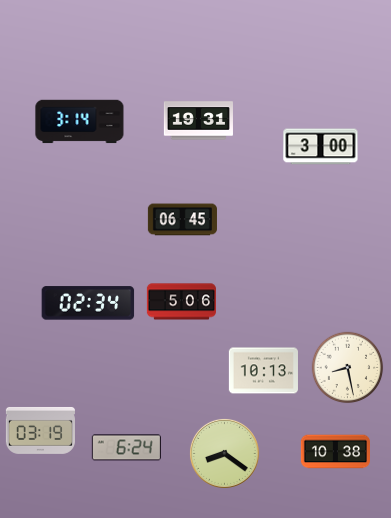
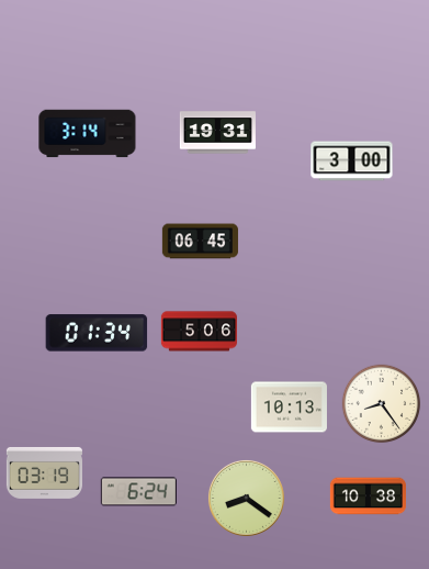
clock at (88, 303): 02:34 -> 01:34
clock at (348, 368): 8:28 -> 8:24
